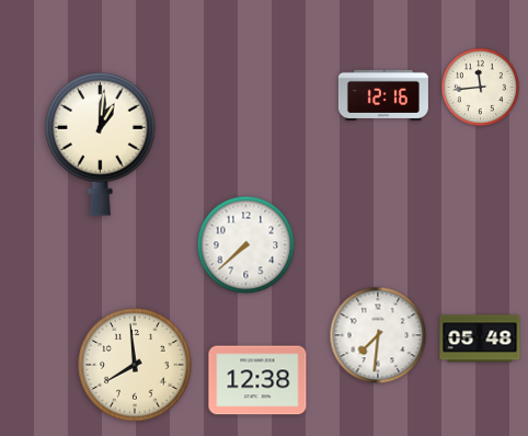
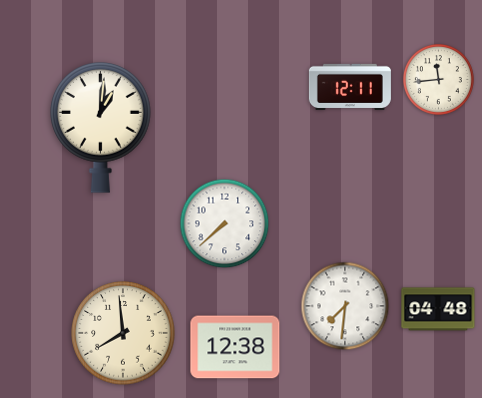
clock at (383, 95): 12:16 -> 12:11
clock at (101, 145) position: (101, 145) -> (101, 128)
clock at (480, 339): 05:48 -> 04:48
